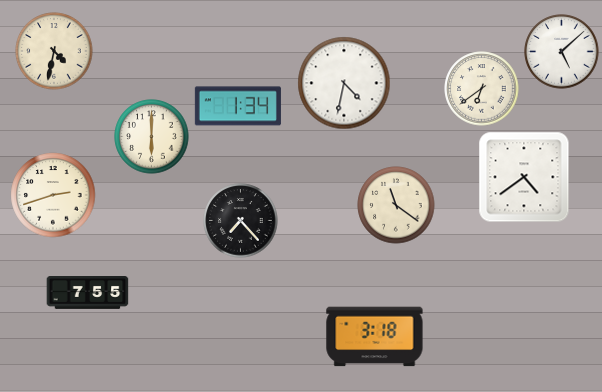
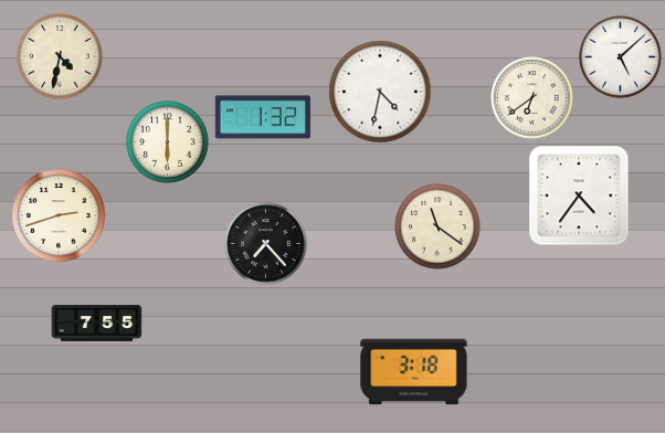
clock at (238, 106): 1:34 -> 1:32
clock at (152, 137) position: (152, 137) -> (168, 142)
clock at (524, 177): 4:39 -> 4:36
